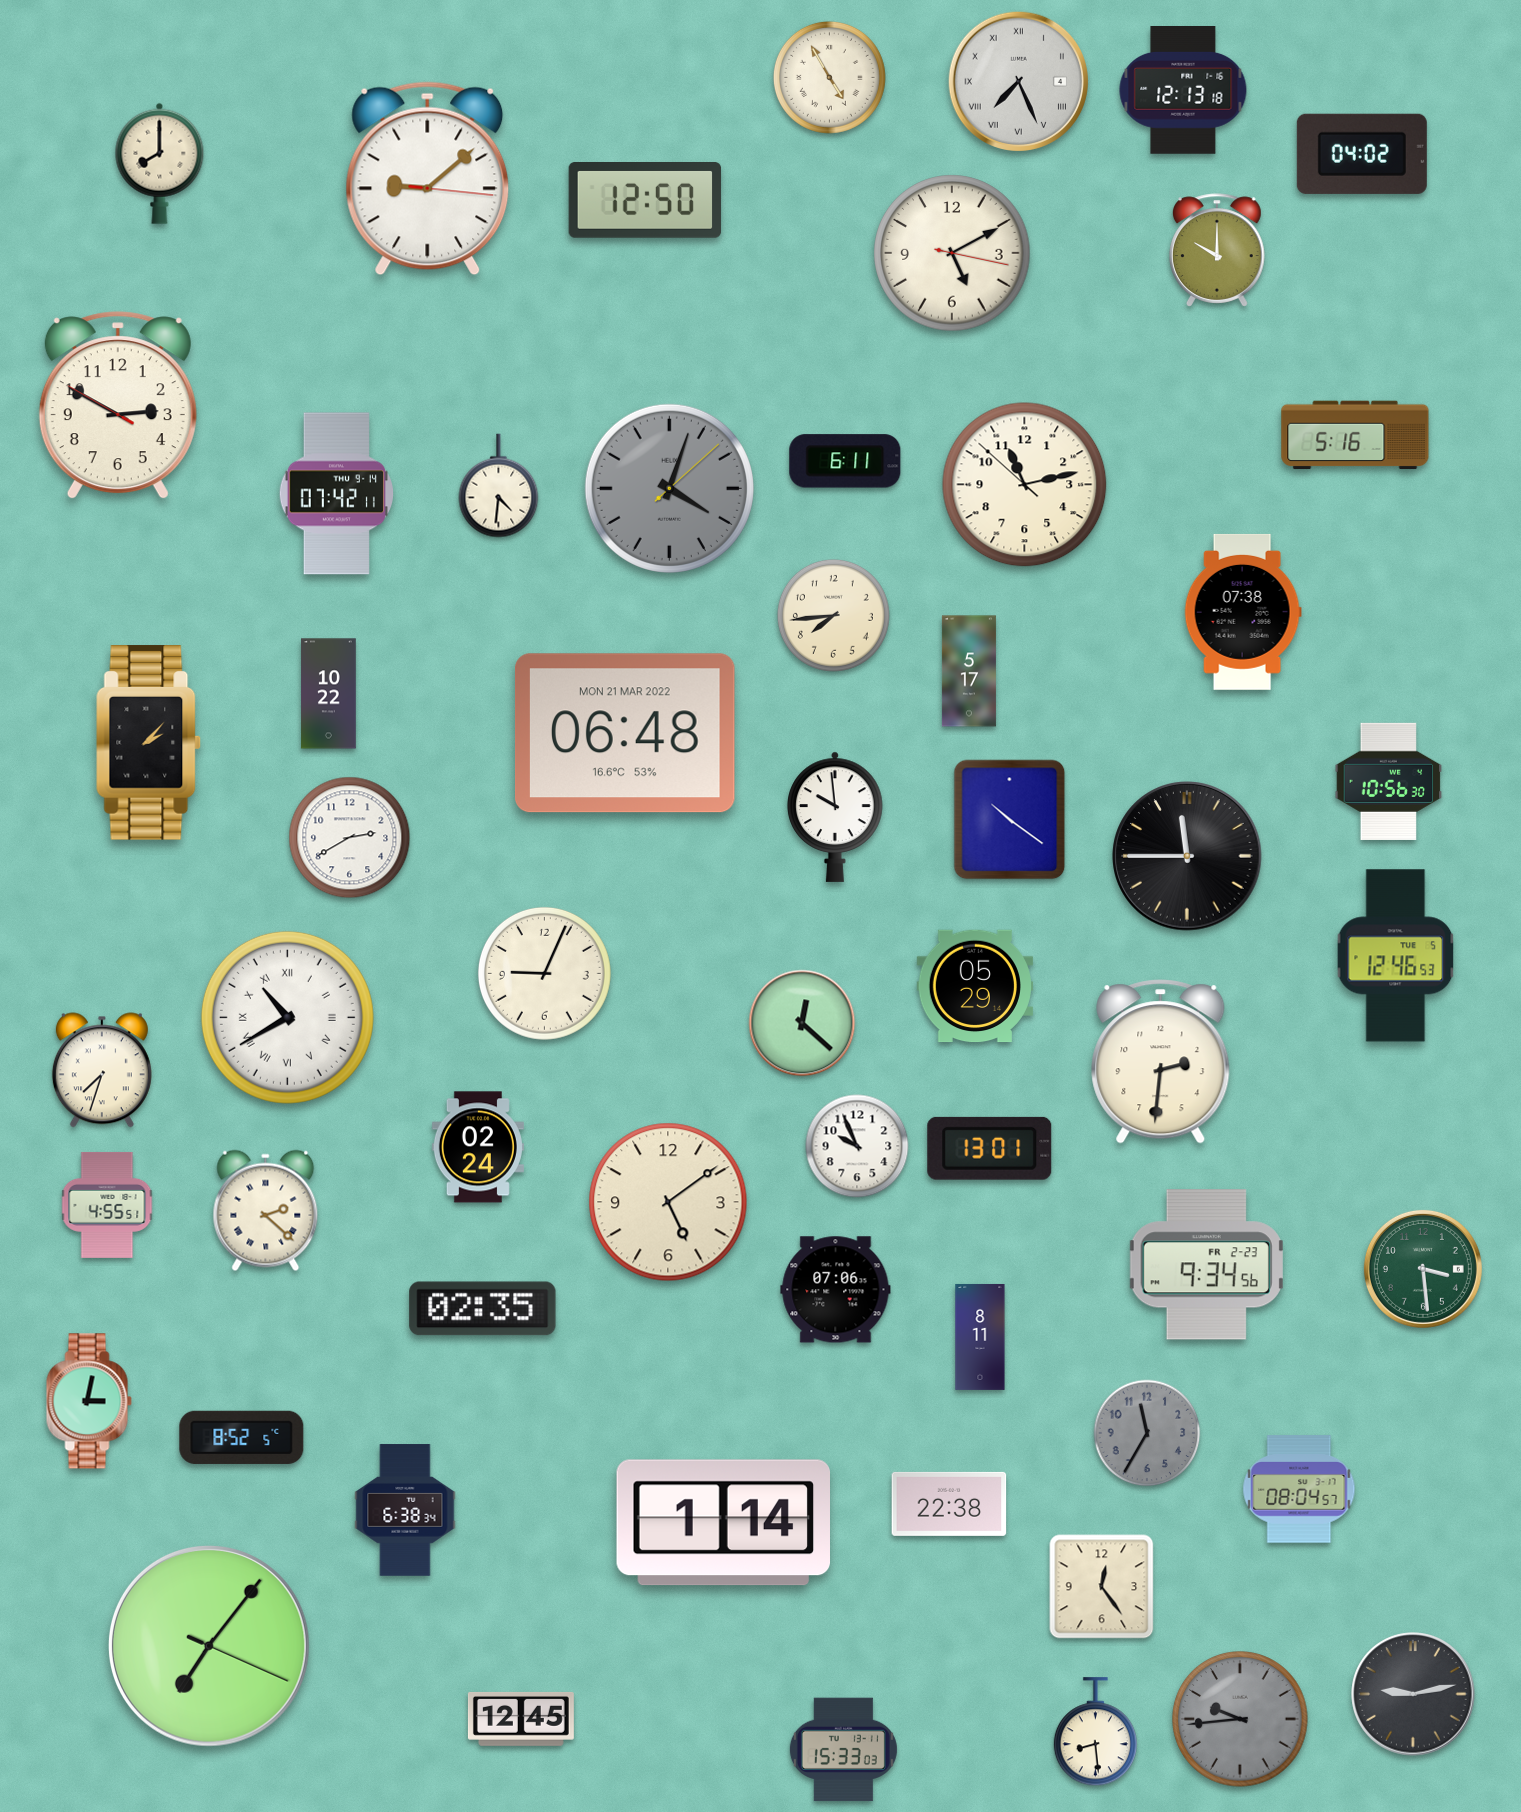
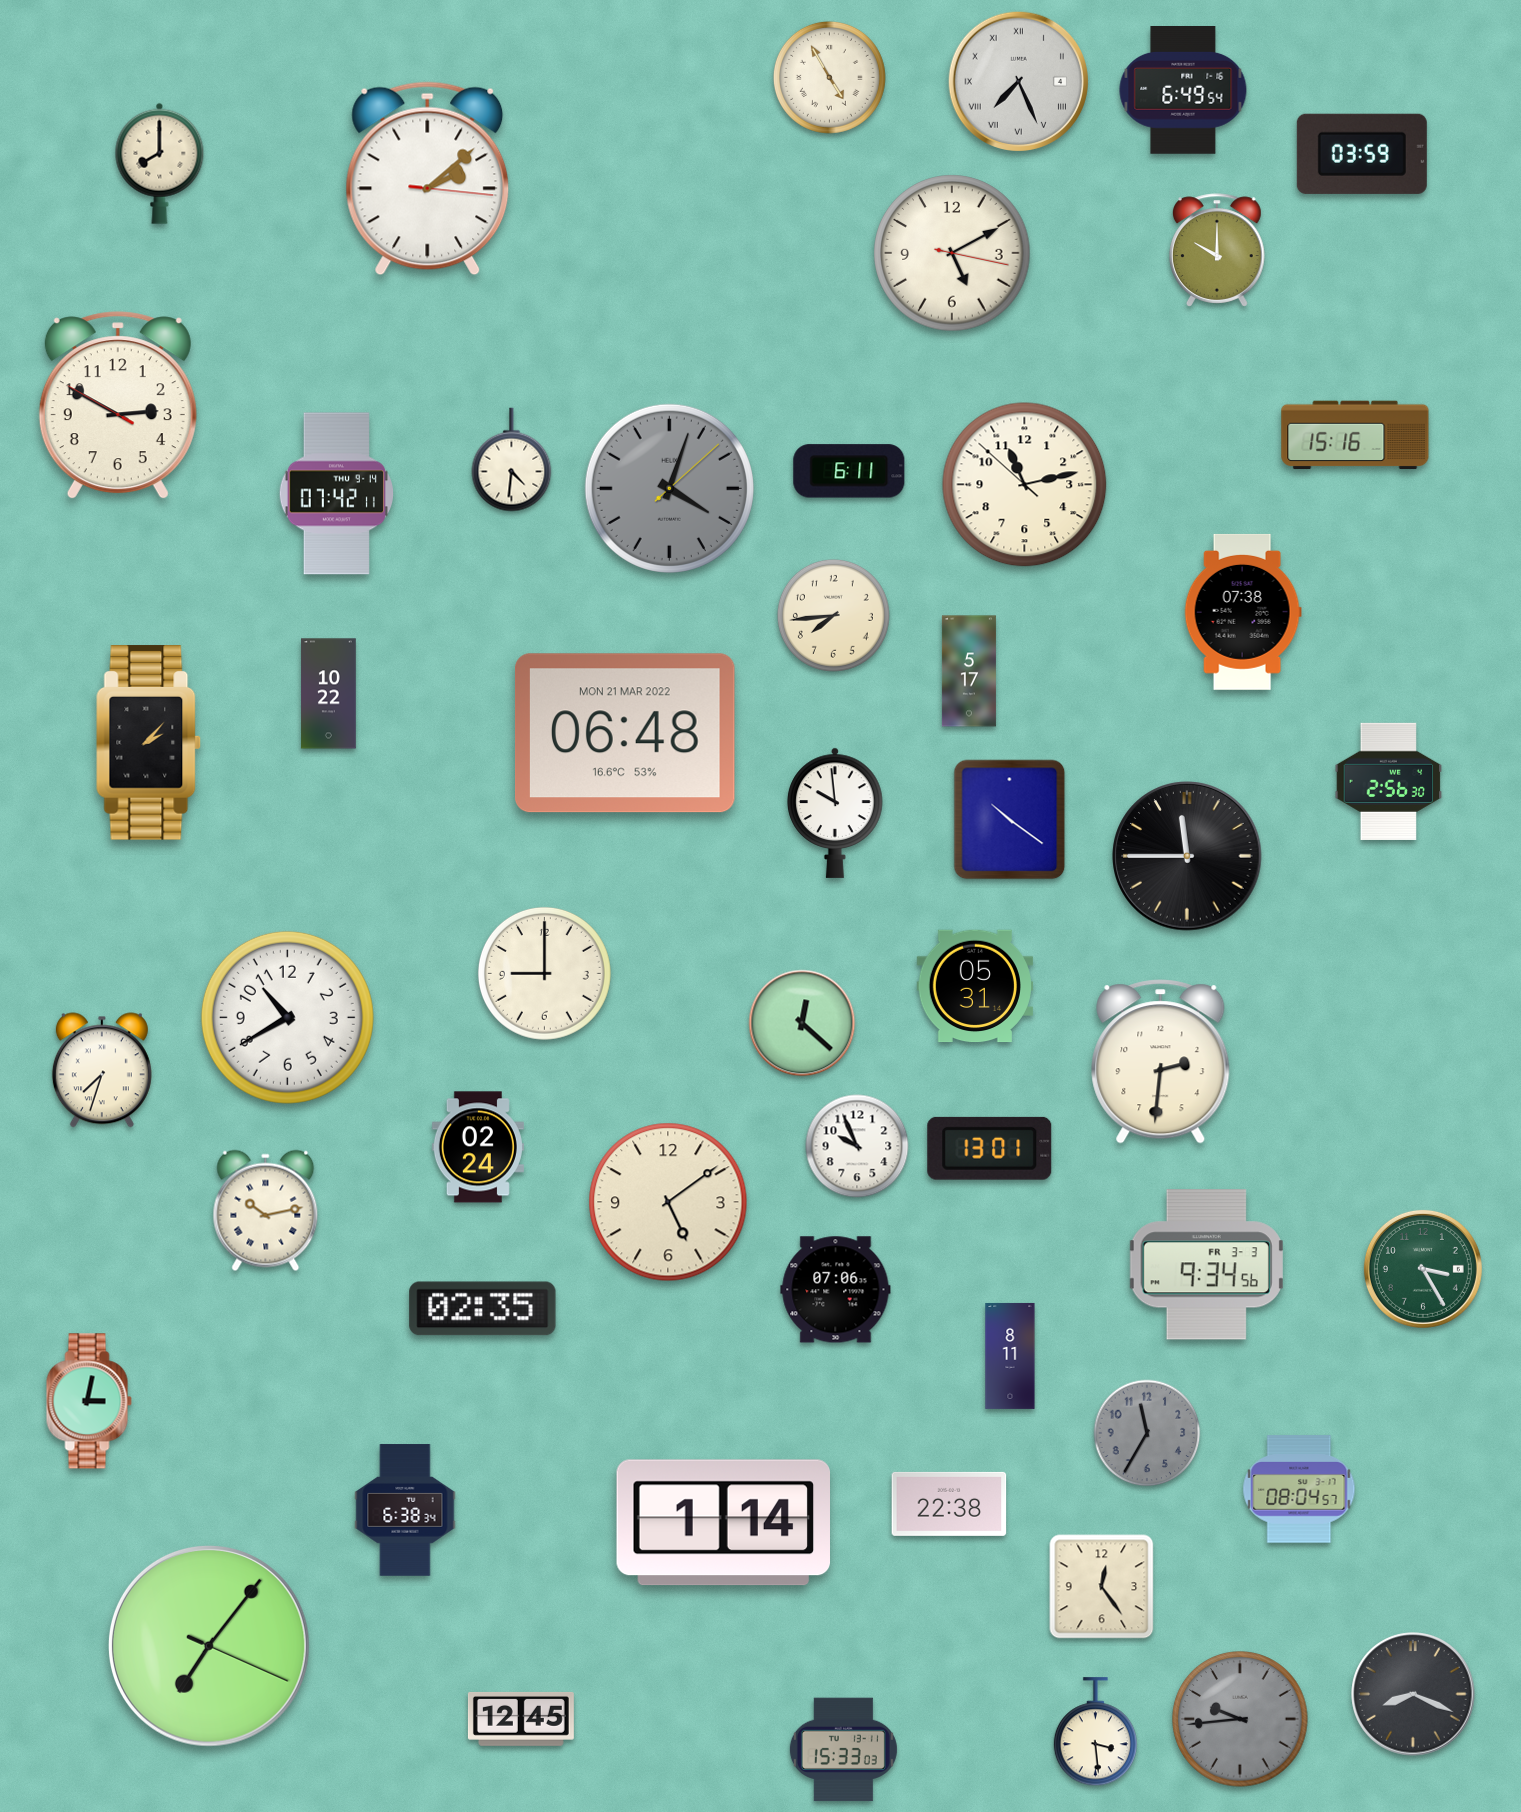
clock at (1183, 91): 12:13 -> 6:49
clock at (1362, 154): 04:02 -> 03:59
clock at (428, 179): 9:08 -> 2:08
clock at (645, 201): 12:50 -> none
clock at (1355, 435): 5:16 -> 15:16
clock at (845, 461) position: (845, 461) -> (849, 471)
clock at (499, 486) position: (499, 486) -> (512, 460)
clock at (1389, 781): 10:56 -> 2:56
clock at (835, 817) position: (835, 817) -> (835, 813)
clock at (350, 838): 2:40 -> none
clock at (1396, 956): 12:46 -> none
clock at (544, 973): 9:04 -> 9:00
clock at (974, 986): 05:29 -> 05:31
clock at (287, 1017) numerals: Roman -> Arabic
clock at (107, 1205): 4:55 -> none
clock at (266, 1211): 2:22 -> 10:13
clock at (1206, 1265) date: FR 2-23 -> FR 3-3
clock at (1423, 1269): 3:29 -> 3:25
clock at (980, 1337) position: (980, 1337) -> (1010, 1356)
clock at (242, 1437): 8:52 -> none
clock at (1413, 1694): 9:13 -> 8:19
clock at (1095, 1732): 8:29 -> 3:29
